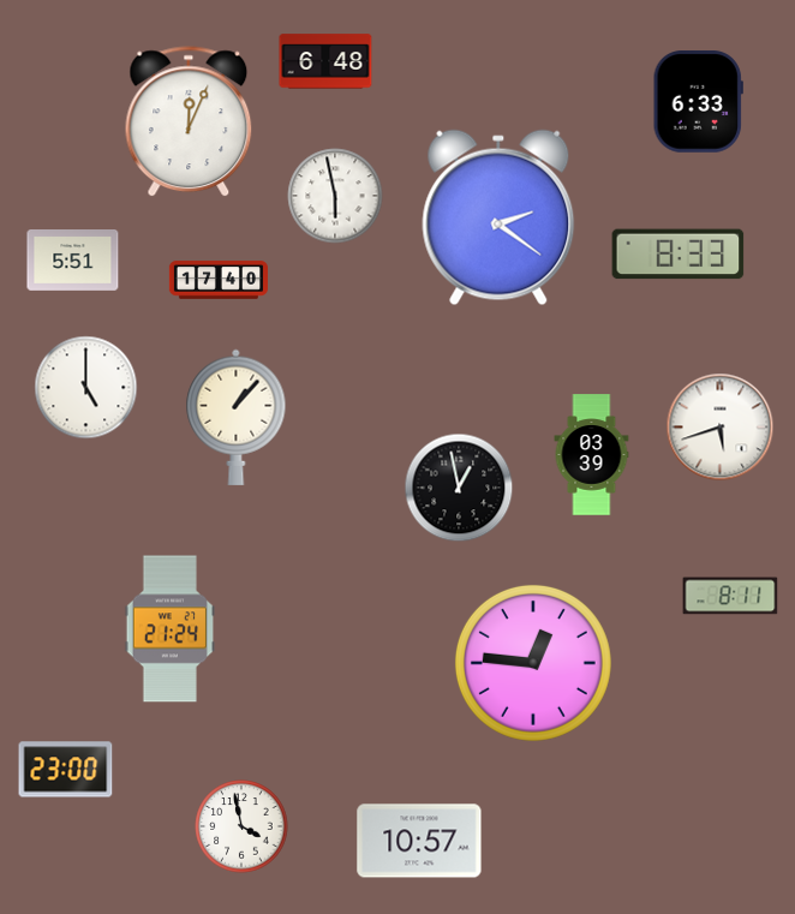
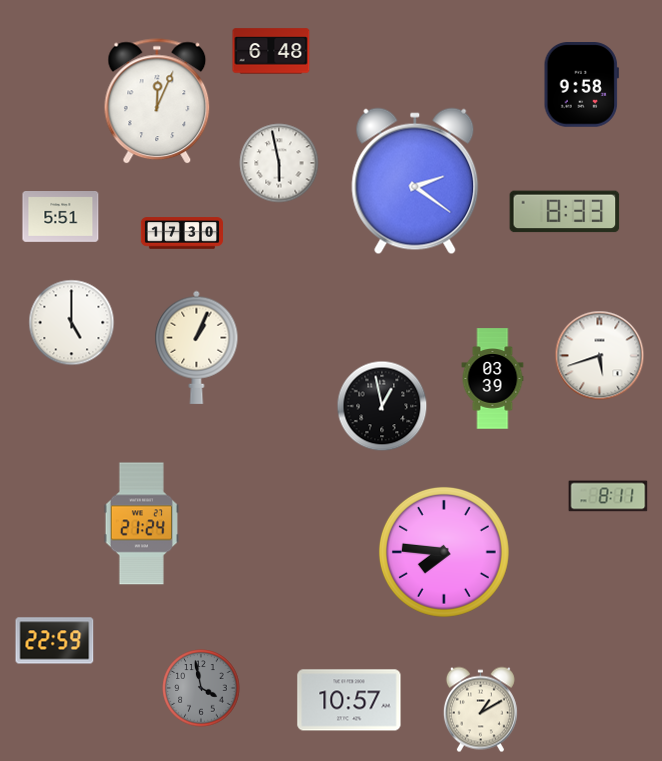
clock at (698, 102): 6:33 -> 9:58
clock at (217, 280): 17:40 -> 17:30
clock at (237, 417): 1:07 -> 1:04
clock at (533, 663): 12:46 -> 7:46
clock at (66, 770): 23:00 -> 22:59
clock at (241, 826) dial: white -> grey
clock at (480, 710): none -> 1:10
